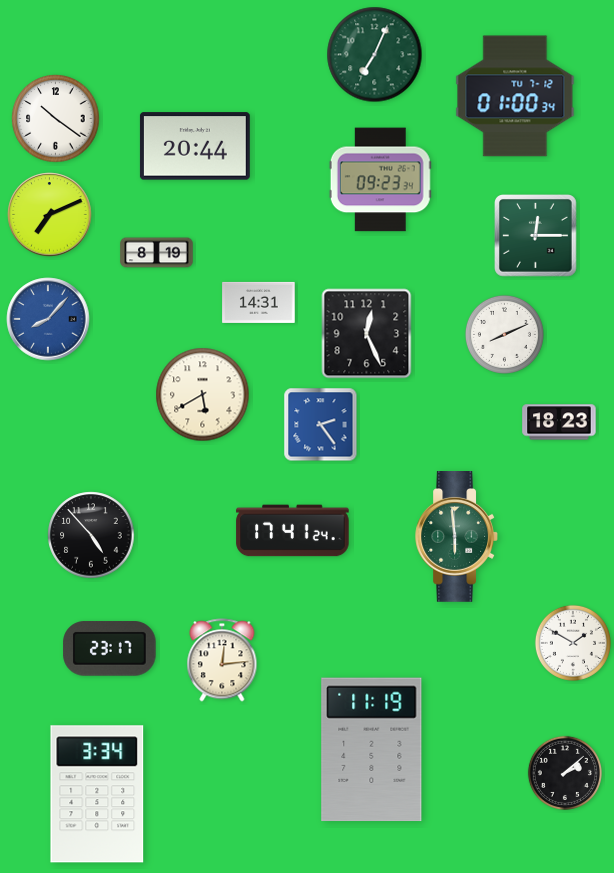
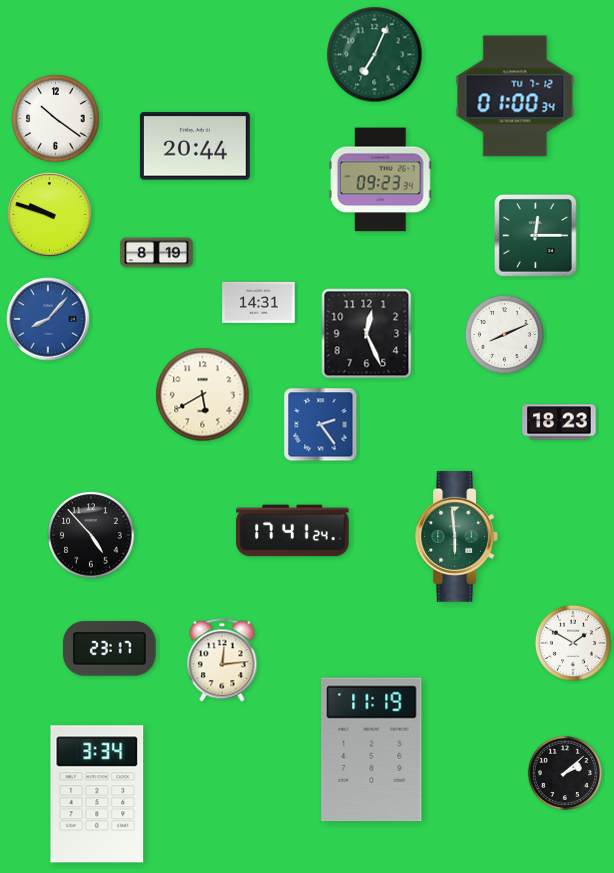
clock at (50, 215): 7:11 -> 9:48
